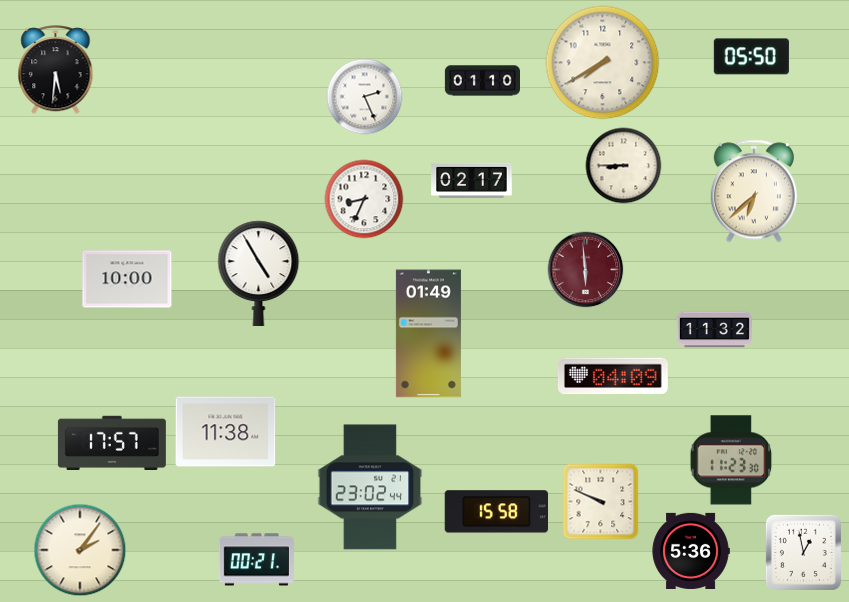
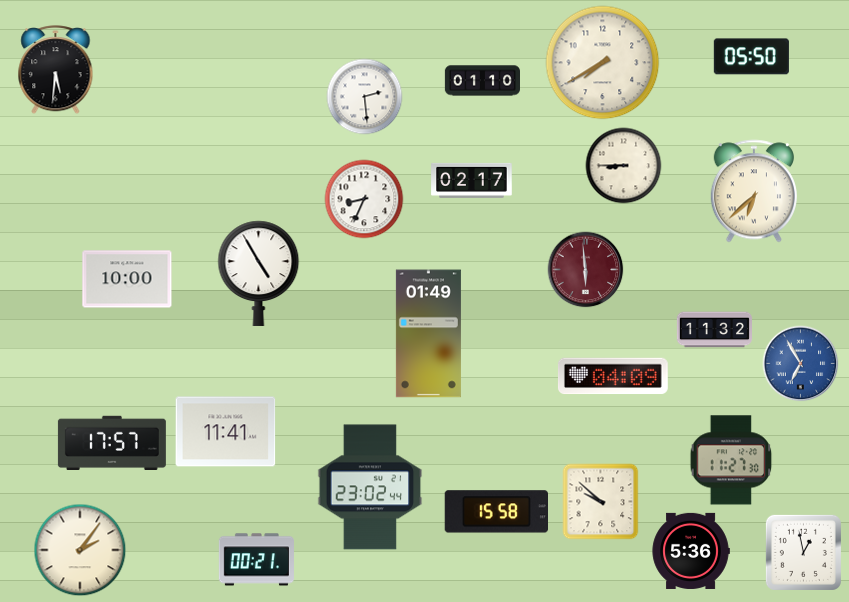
clock at (365, 97): 2:26 -> 2:29
clock at (801, 364): none -> 6:55
clock at (226, 432): 11:38 -> 11:41
clock at (731, 460): 11:23 -> 11:27
clock at (601, 502): 9:49 -> 9:52
